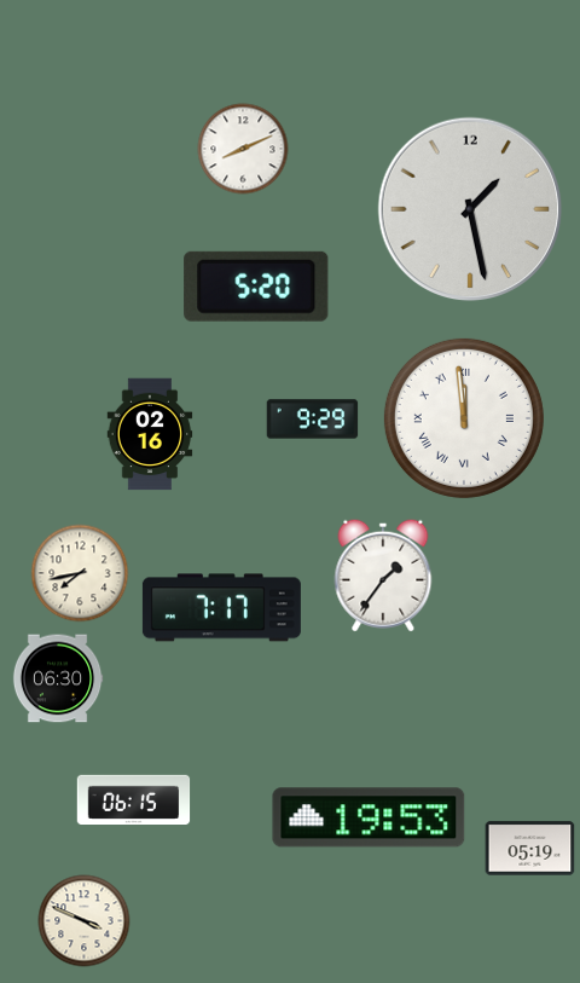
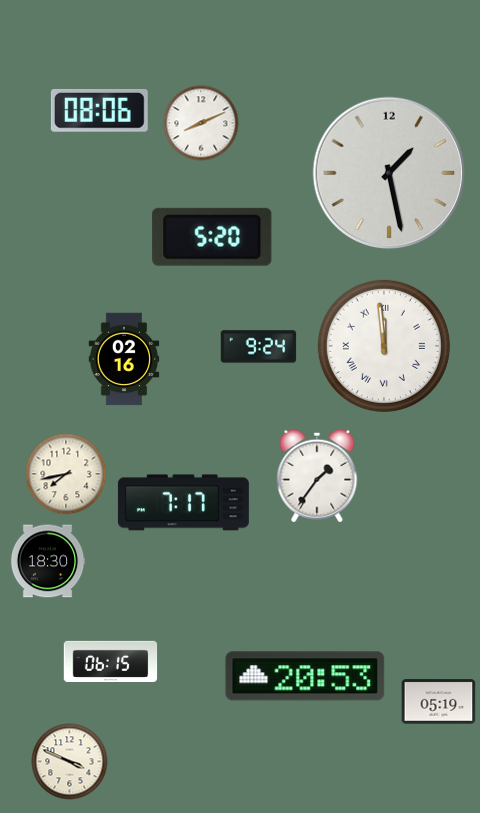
clock at (99, 110): none -> 08:06
clock at (313, 420): 9:29 -> 9:24
clock at (58, 678): 06:30 -> 18:30
clock at (369, 817): 19:53 -> 20:53
